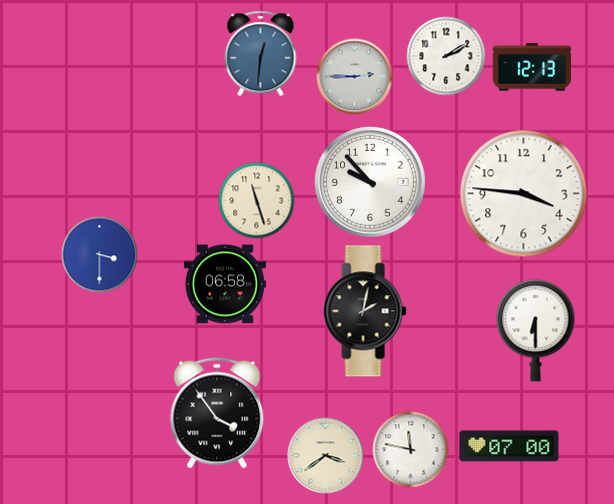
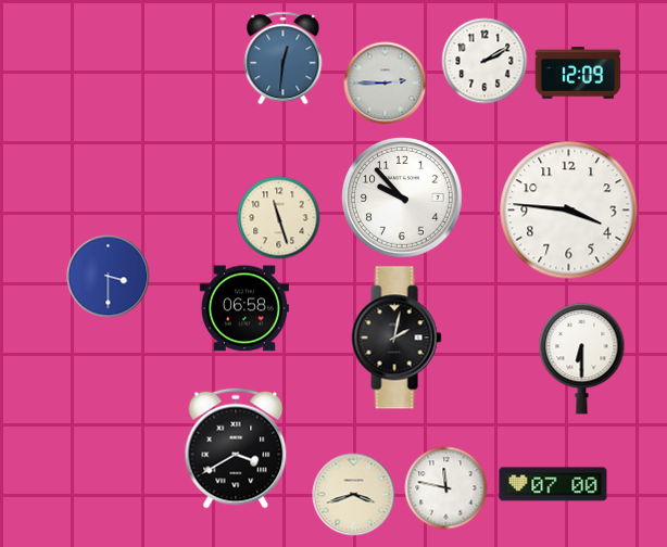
clock at (532, 67): 12:13 -> 12:09
clock at (217, 413): 3:54 -> 3:40
clock at (326, 456): 3:39 -> 3:42
